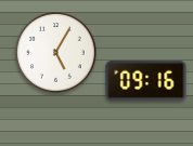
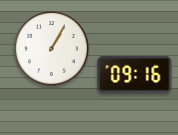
clock at (56, 53): 5:05 -> 1:05
